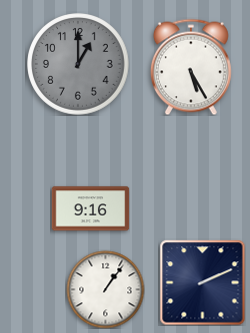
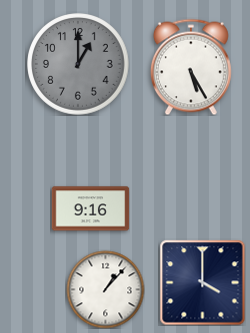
clock at (202, 282): 2:11 -> 4:00
clock at (105, 289): 1:06 -> 1:07
